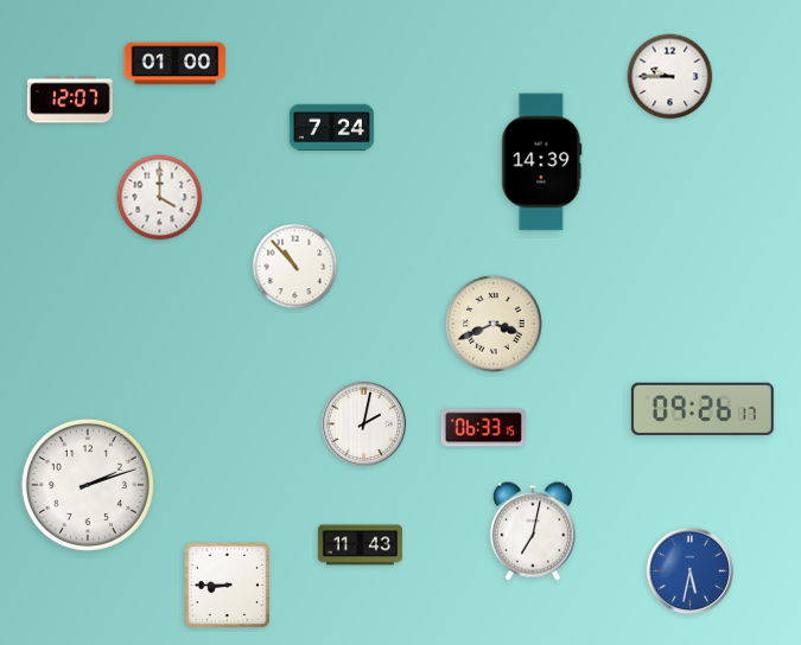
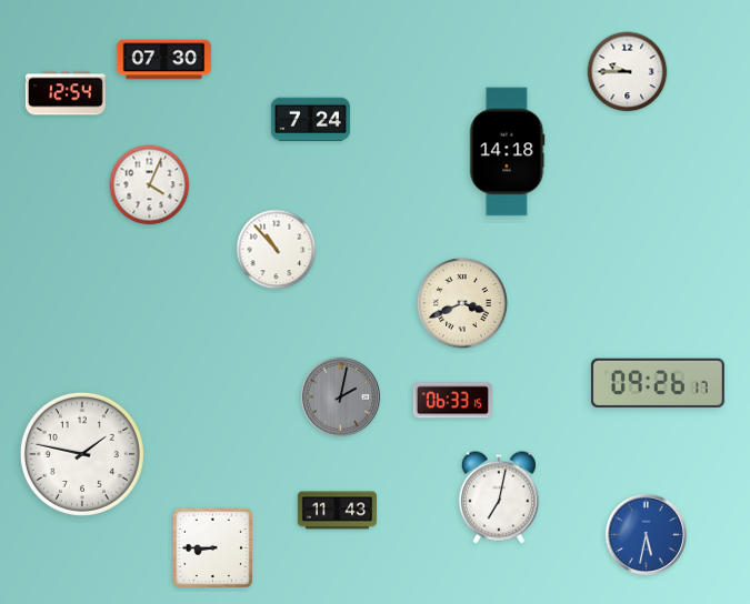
clock at (176, 64): 01:00 -> 07:30
clock at (70, 100): 12:07 -> 12:54
clock at (542, 162): 14:39 -> 14:18
clock at (160, 198): 4:00 -> 4:04
clock at (363, 423) dial: white -> grey
clock at (88, 485): 2:12 -> 1:47
